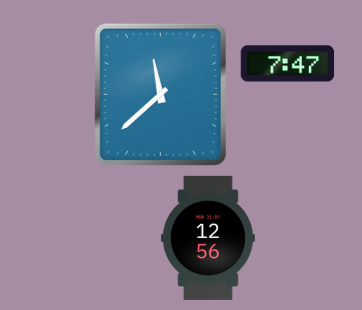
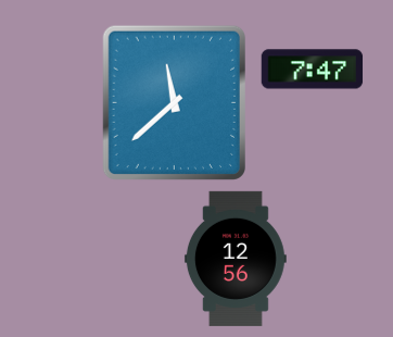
clock at (208, 238) position: (208, 238) -> (236, 259)
